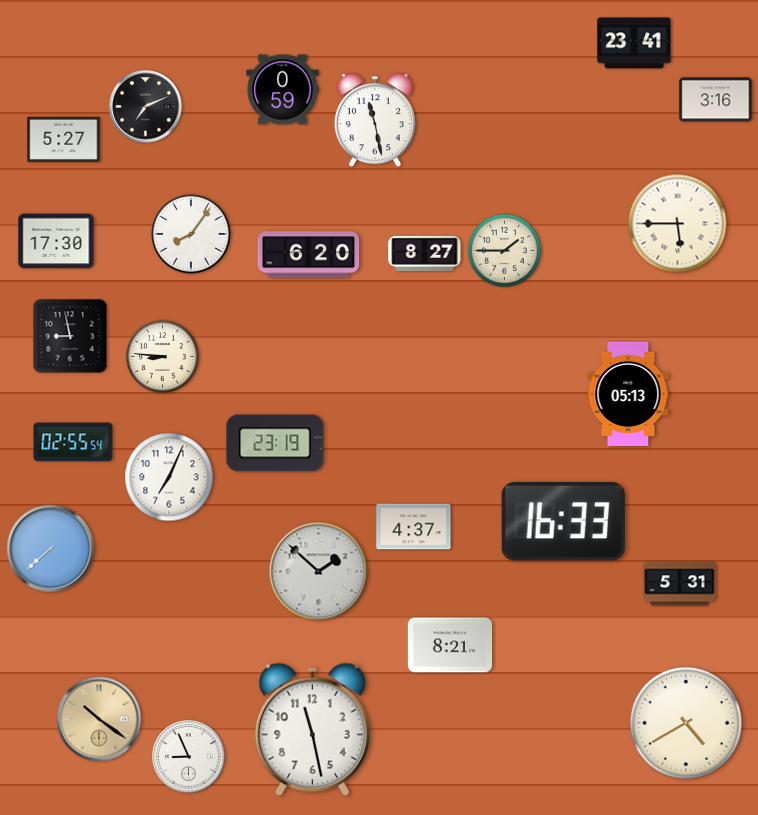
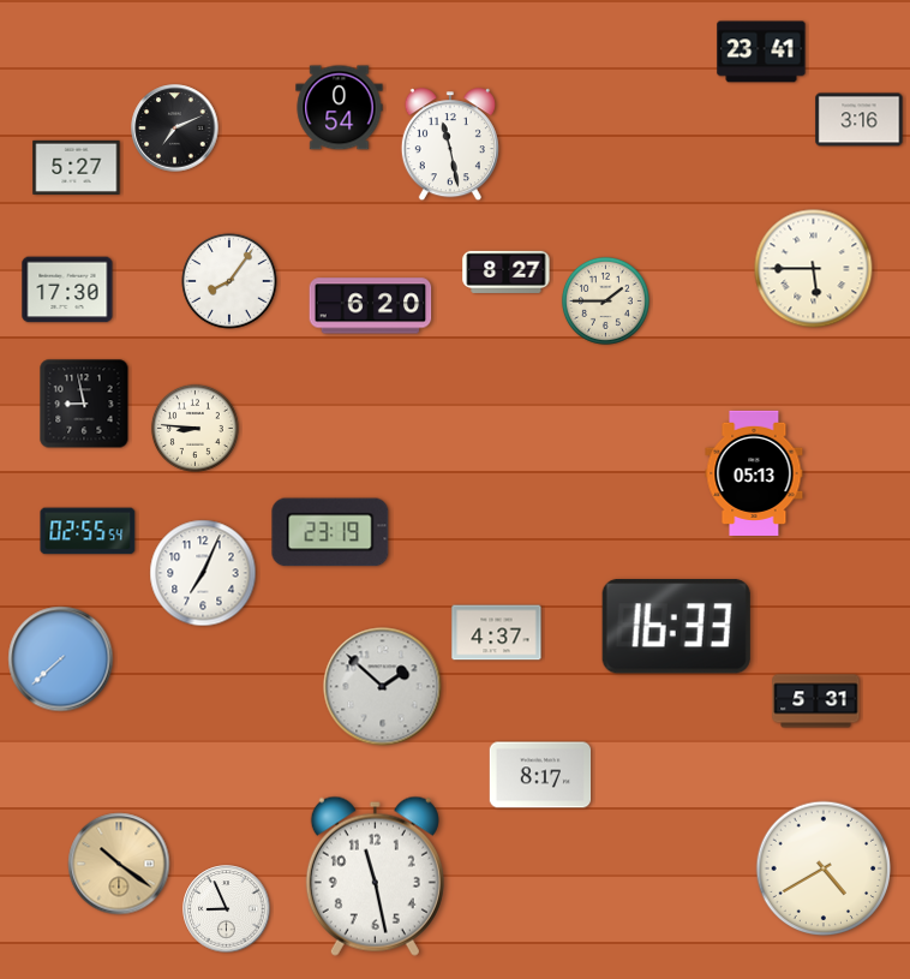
clock at (283, 90): 0:59 -> 0:54
clock at (425, 253) position: (425, 253) -> (507, 271)
clock at (450, 645): 8:21 -> 8:17
